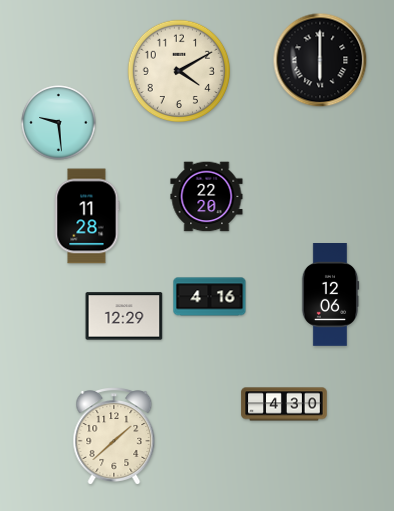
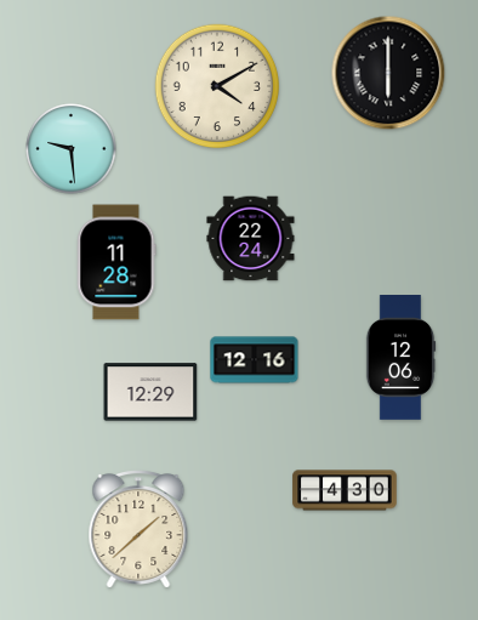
clock at (207, 197): 22:20 -> 22:24
clock at (87, 216) position: (87, 216) -> (116, 262)
clock at (210, 297): 4:16 -> 12:16
clock at (124, 316) position: (124, 316) -> (150, 392)
